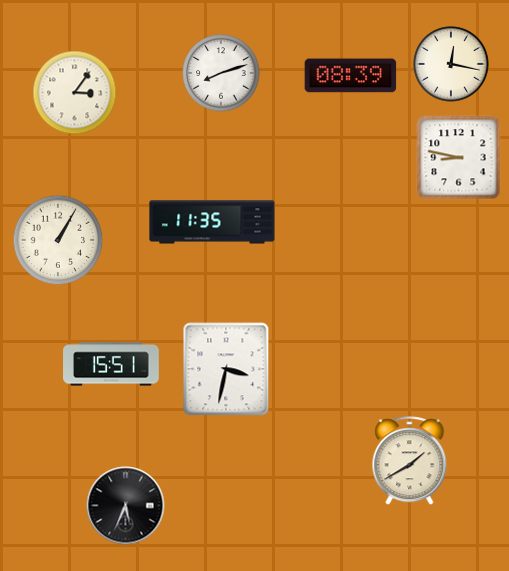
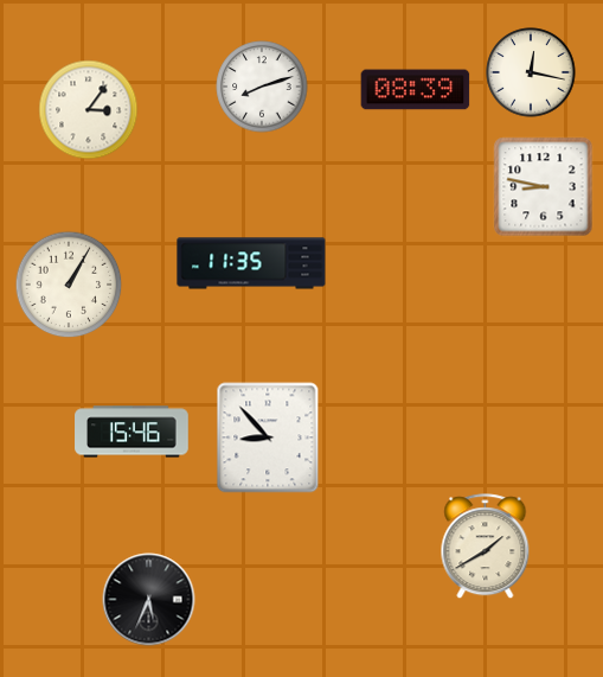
clock at (451, 64) position: (451, 64) -> (531, 72)
clock at (111, 364): 15:51 -> 15:46
clock at (226, 369): 3:32 -> 8:53
